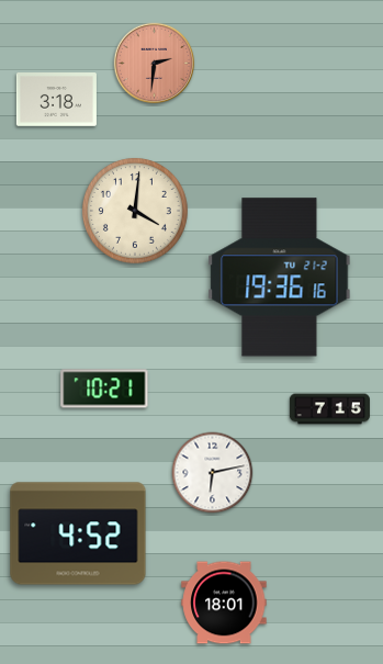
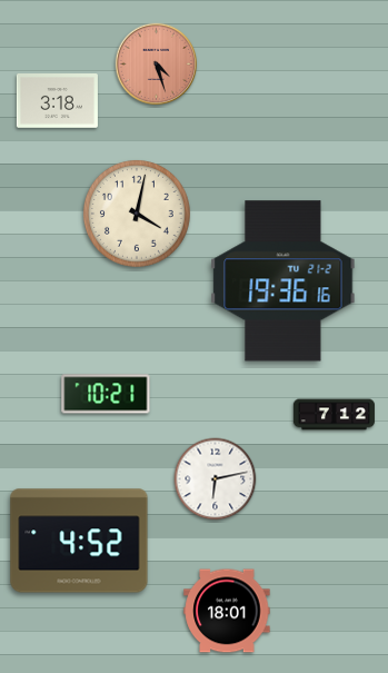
clock at (155, 64): 2:31 -> 4:27
clock at (135, 211): 4:01 -> 4:02
clock at (329, 409): 7:15 -> 7:12
